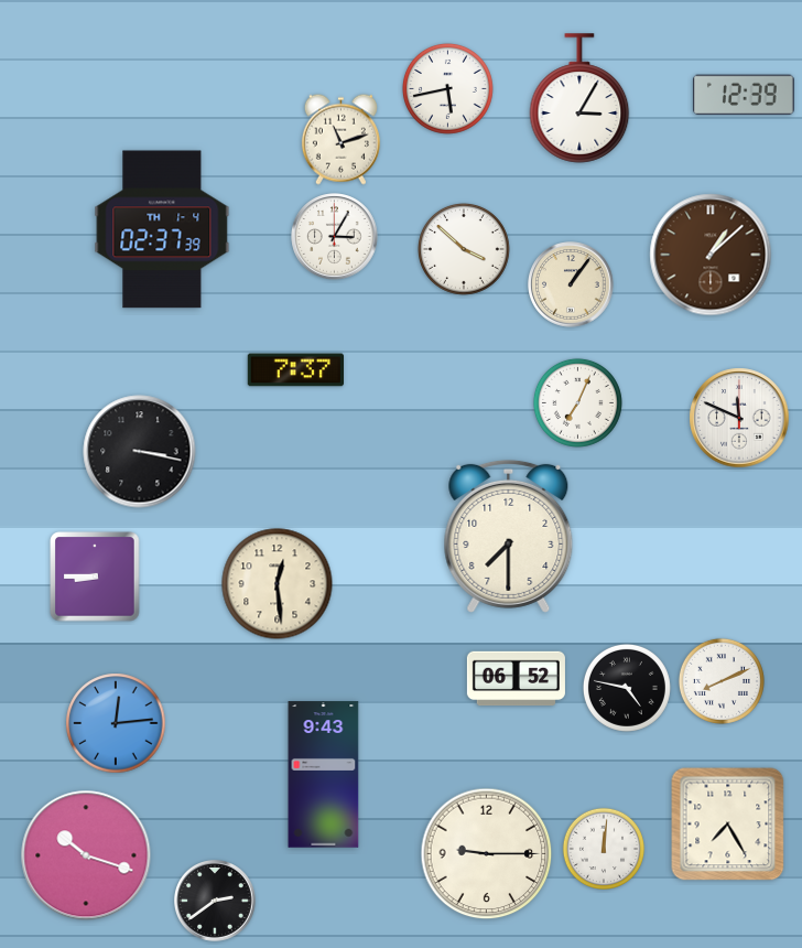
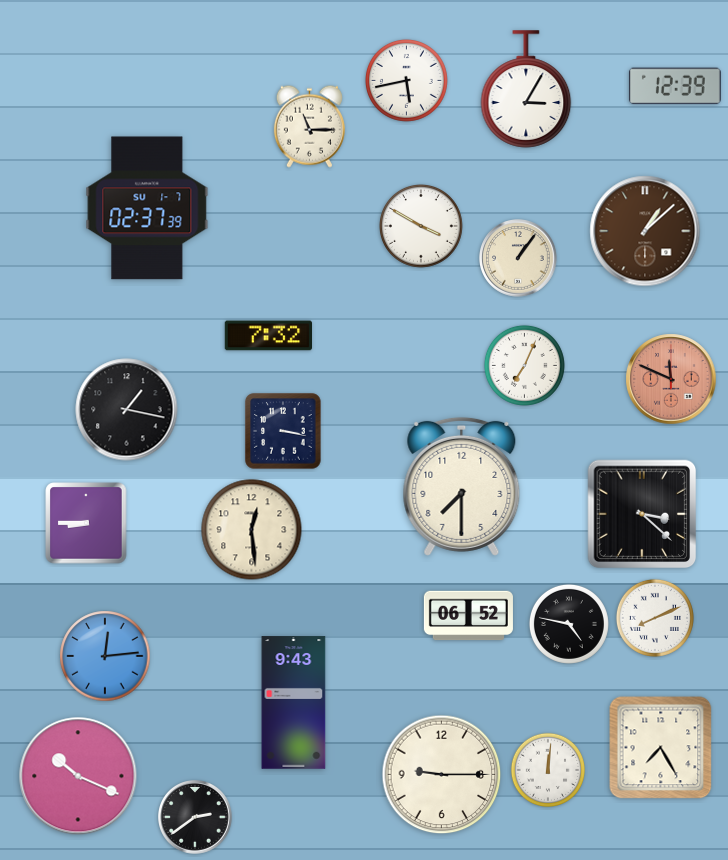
clock at (340, 139): 11:12 -> 11:15
clock at (162, 229) date: TH 1-4 -> SU 1-7
clock at (335, 237): 3:05 -> none
clock at (465, 250): 3:52 -> 3:50
clock at (295, 370): 7:37 -> 7:32
clock at (739, 418) dial: white -> salmon
clock at (140, 452): 3:17 -> 1:17
clock at (283, 431): none -> 3:17
clock at (642, 514): none -> 3:22
clock at (86, 855): 10:18 -> 10:19
